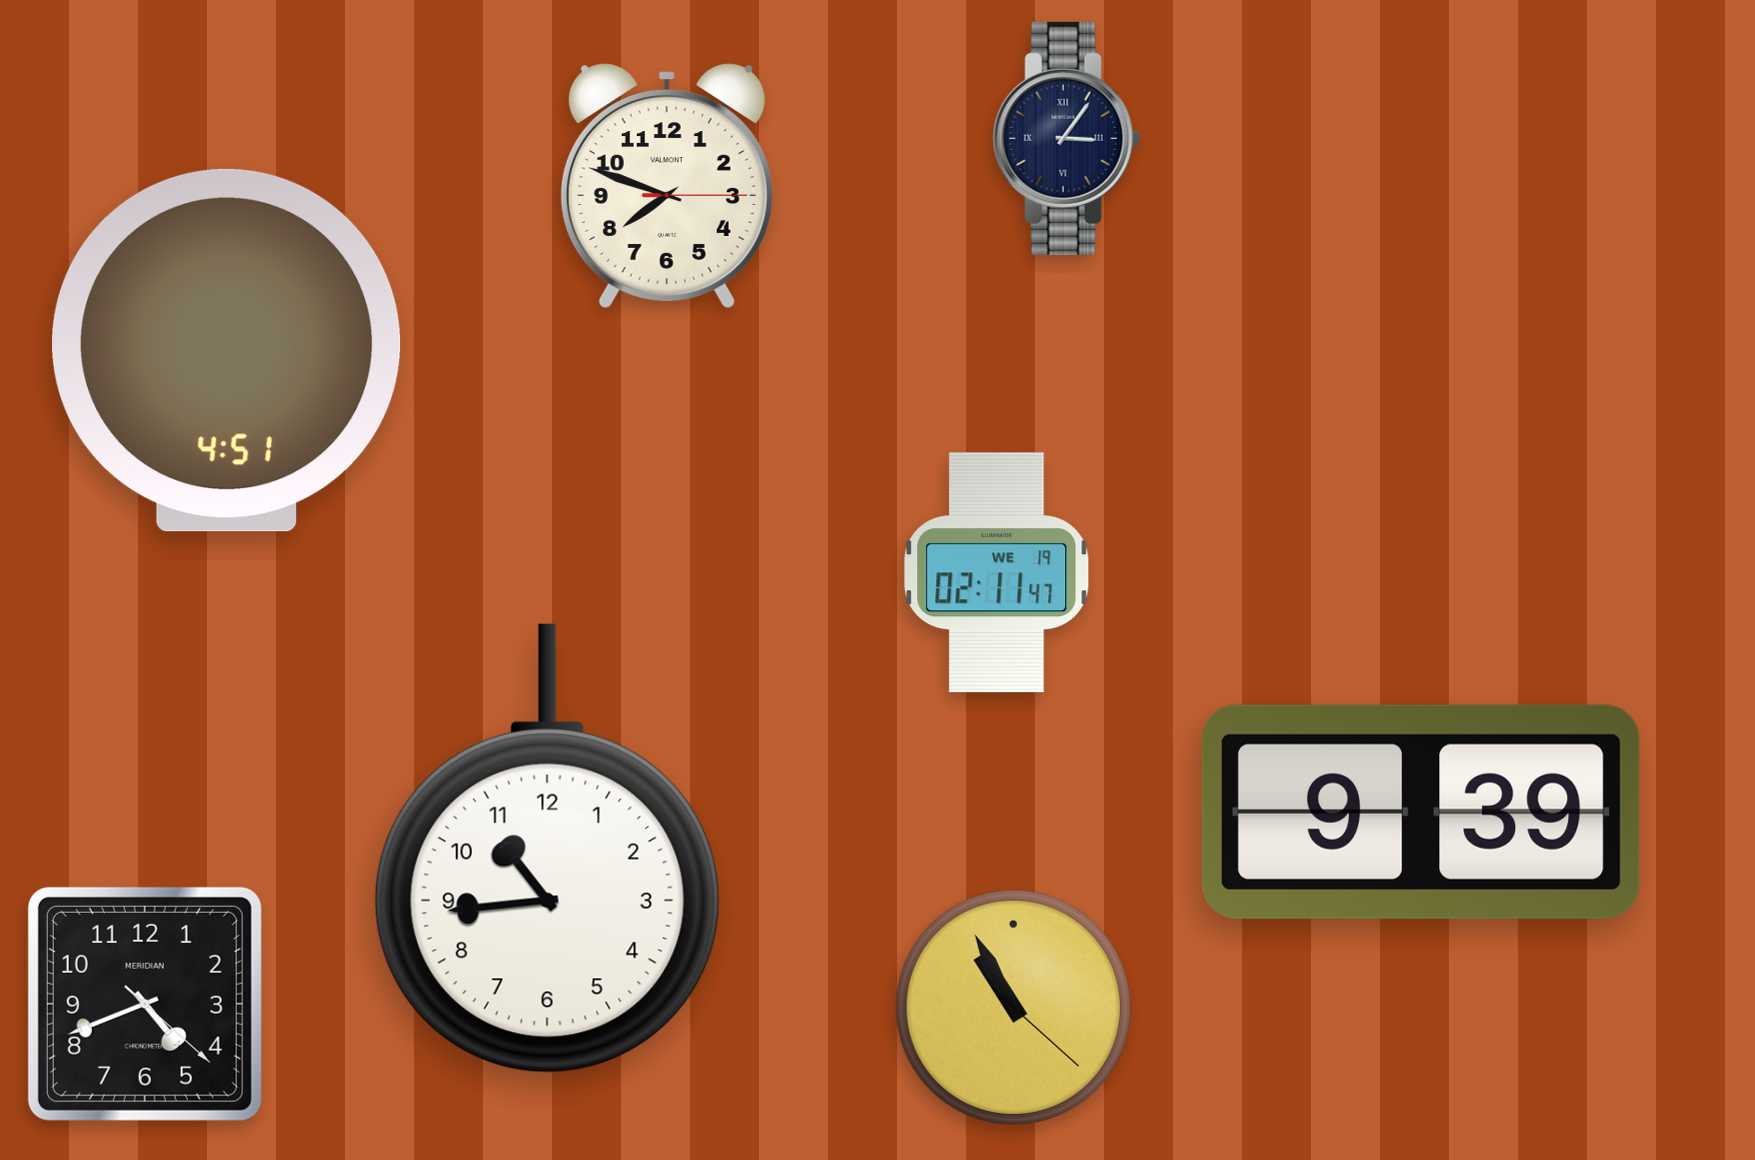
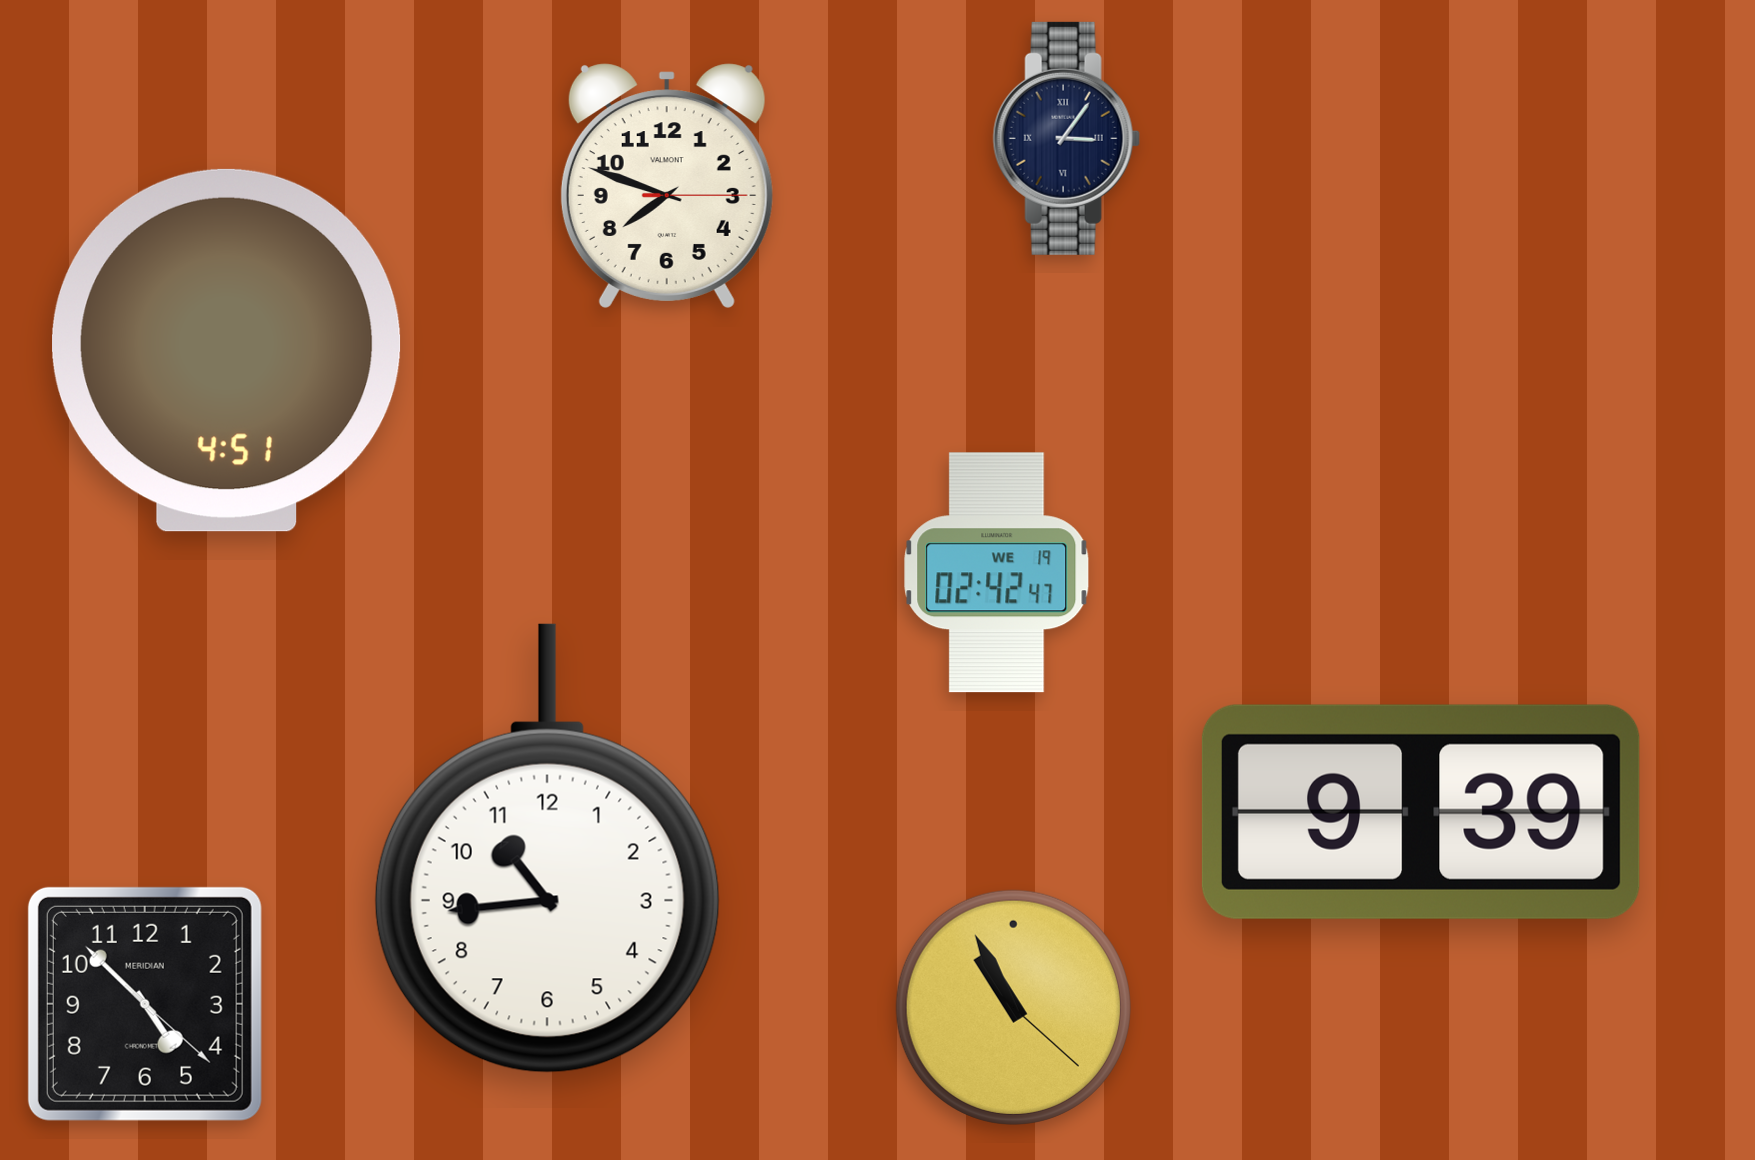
clock at (997, 573): 02:11 -> 02:42
clock at (145, 1004): 4:41 -> 4:52
